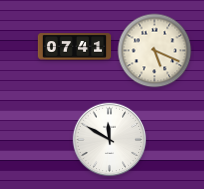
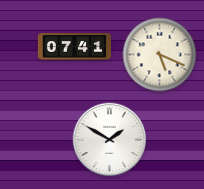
clock at (155, 51) position: (155, 51) -> (160, 55)
clock at (110, 140): 11:50 -> 1:50
